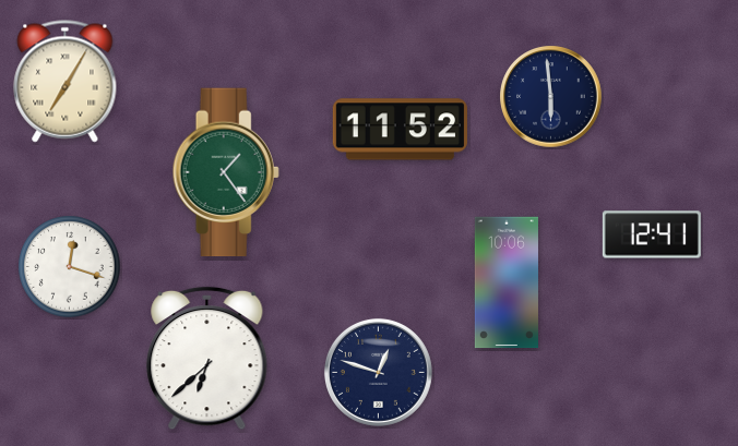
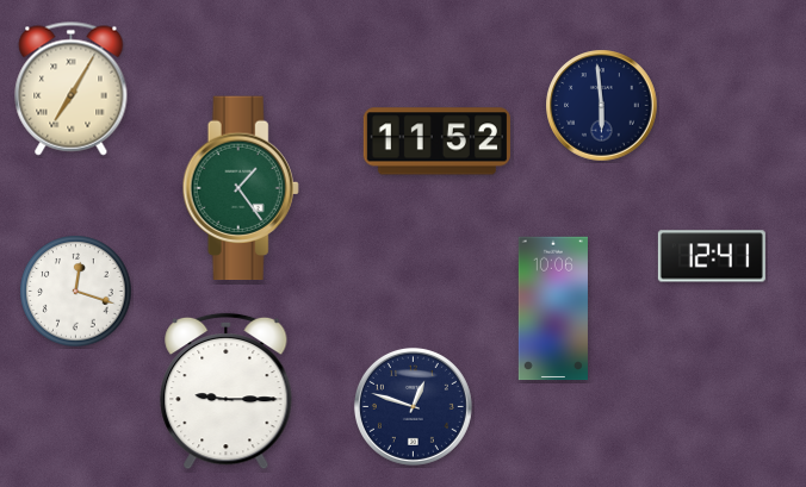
clock at (226, 172) position: (226, 172) -> (241, 188)
clock at (207, 359): 6:38 -> 9:15
